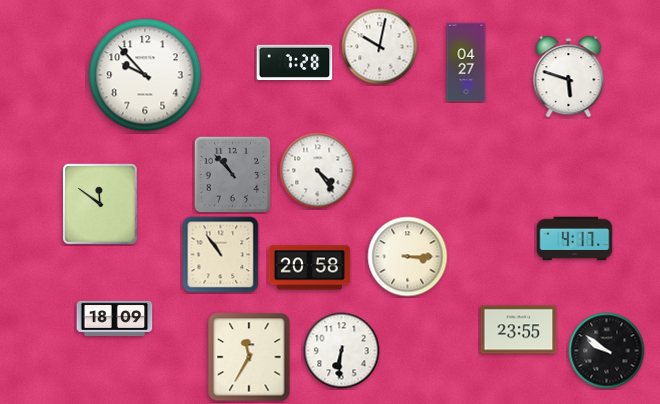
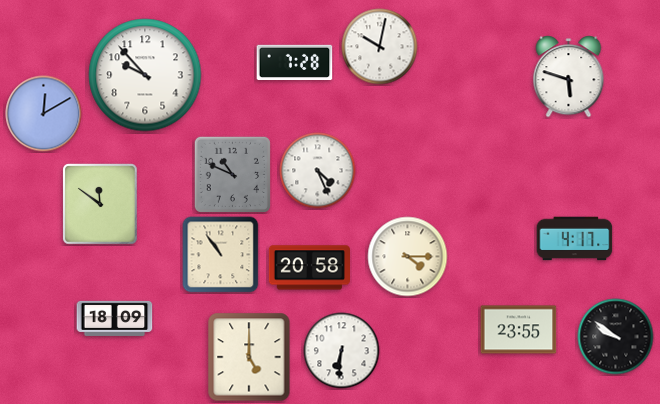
clock at (466, 62): 04:27 -> none
clock at (44, 114): none -> 12:10
clock at (318, 171): 4:24 -> 4:26
clock at (232, 174): 10:53 -> 10:49
clock at (408, 257): 3:15 -> 4:15
clock at (607, 351) position: (607, 351) -> (616, 337)
clock at (249, 357): 11:35 -> 5:00
